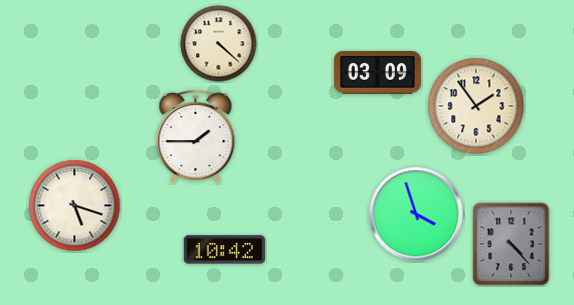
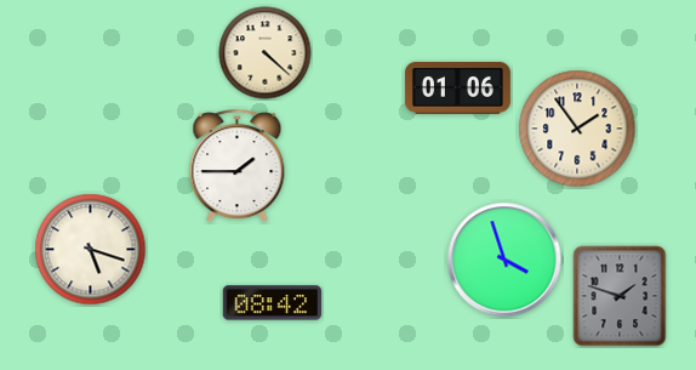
clock at (377, 73): 03:09 -> 01:06
clock at (511, 244): 4:23 -> 1:48
clock at (225, 250): 10:42 -> 08:42
